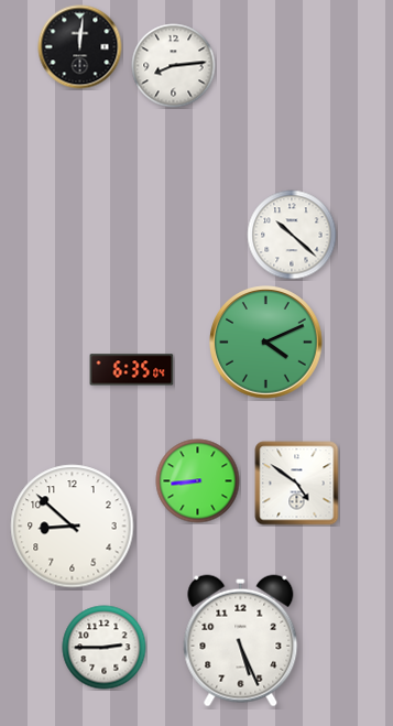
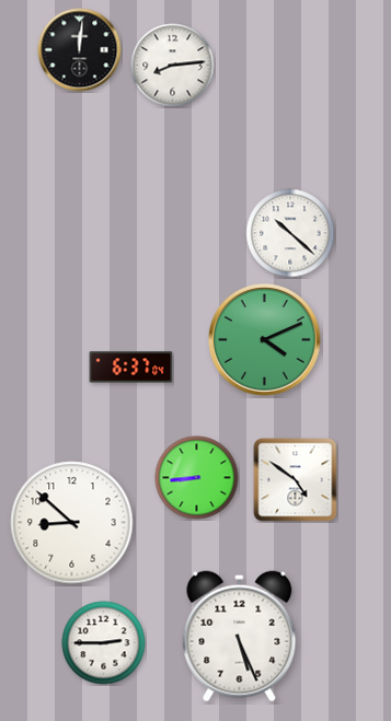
clock at (80, 47) position: (80, 47) -> (80, 50)
clock at (132, 370): 6:35 -> 6:37
